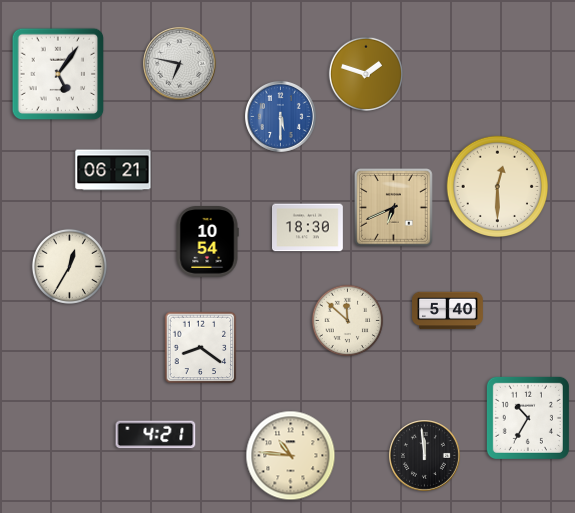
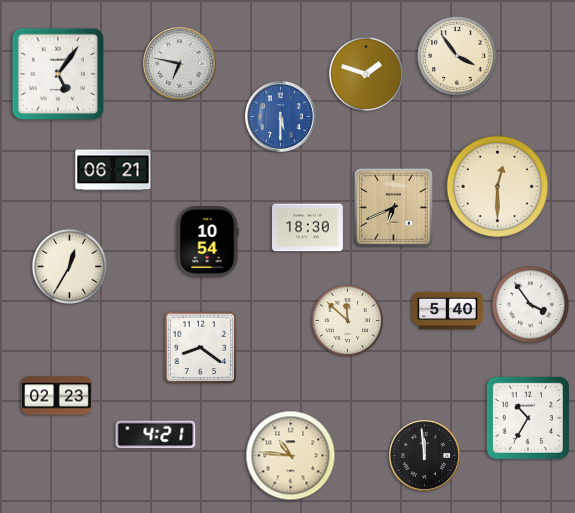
clock at (457, 56): none -> 3:54
clock at (530, 304): none -> 3:54
clock at (57, 396): none -> 02:23
